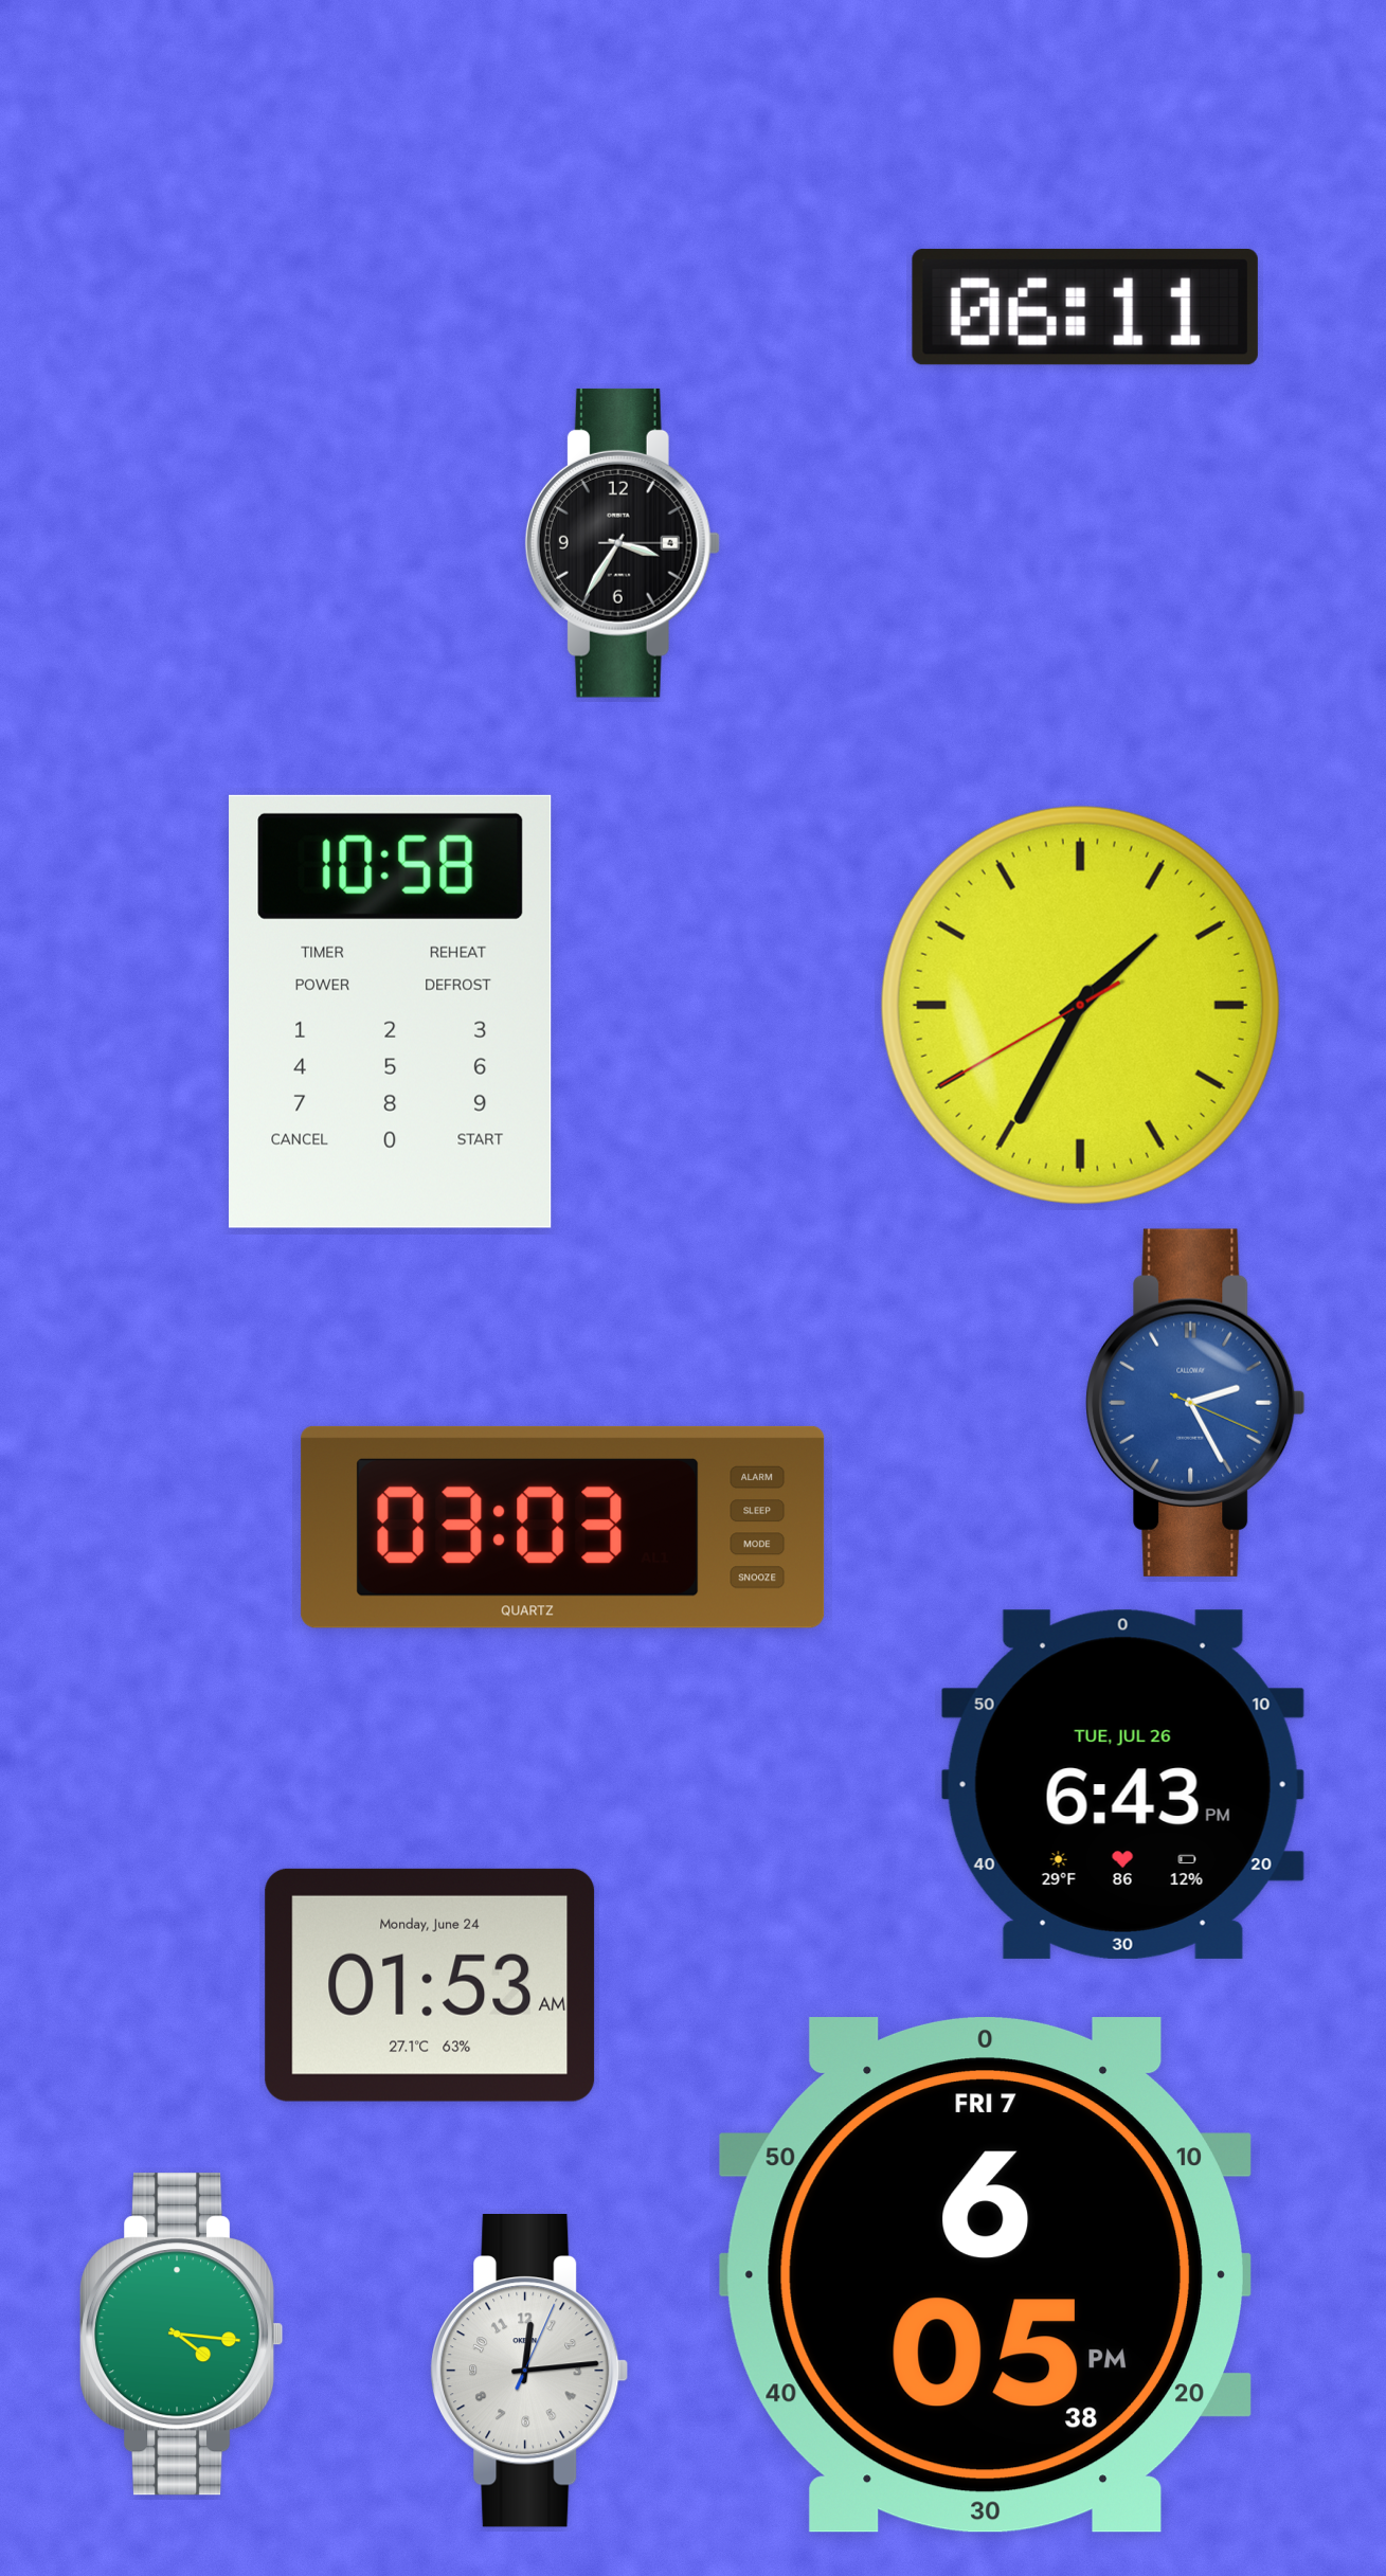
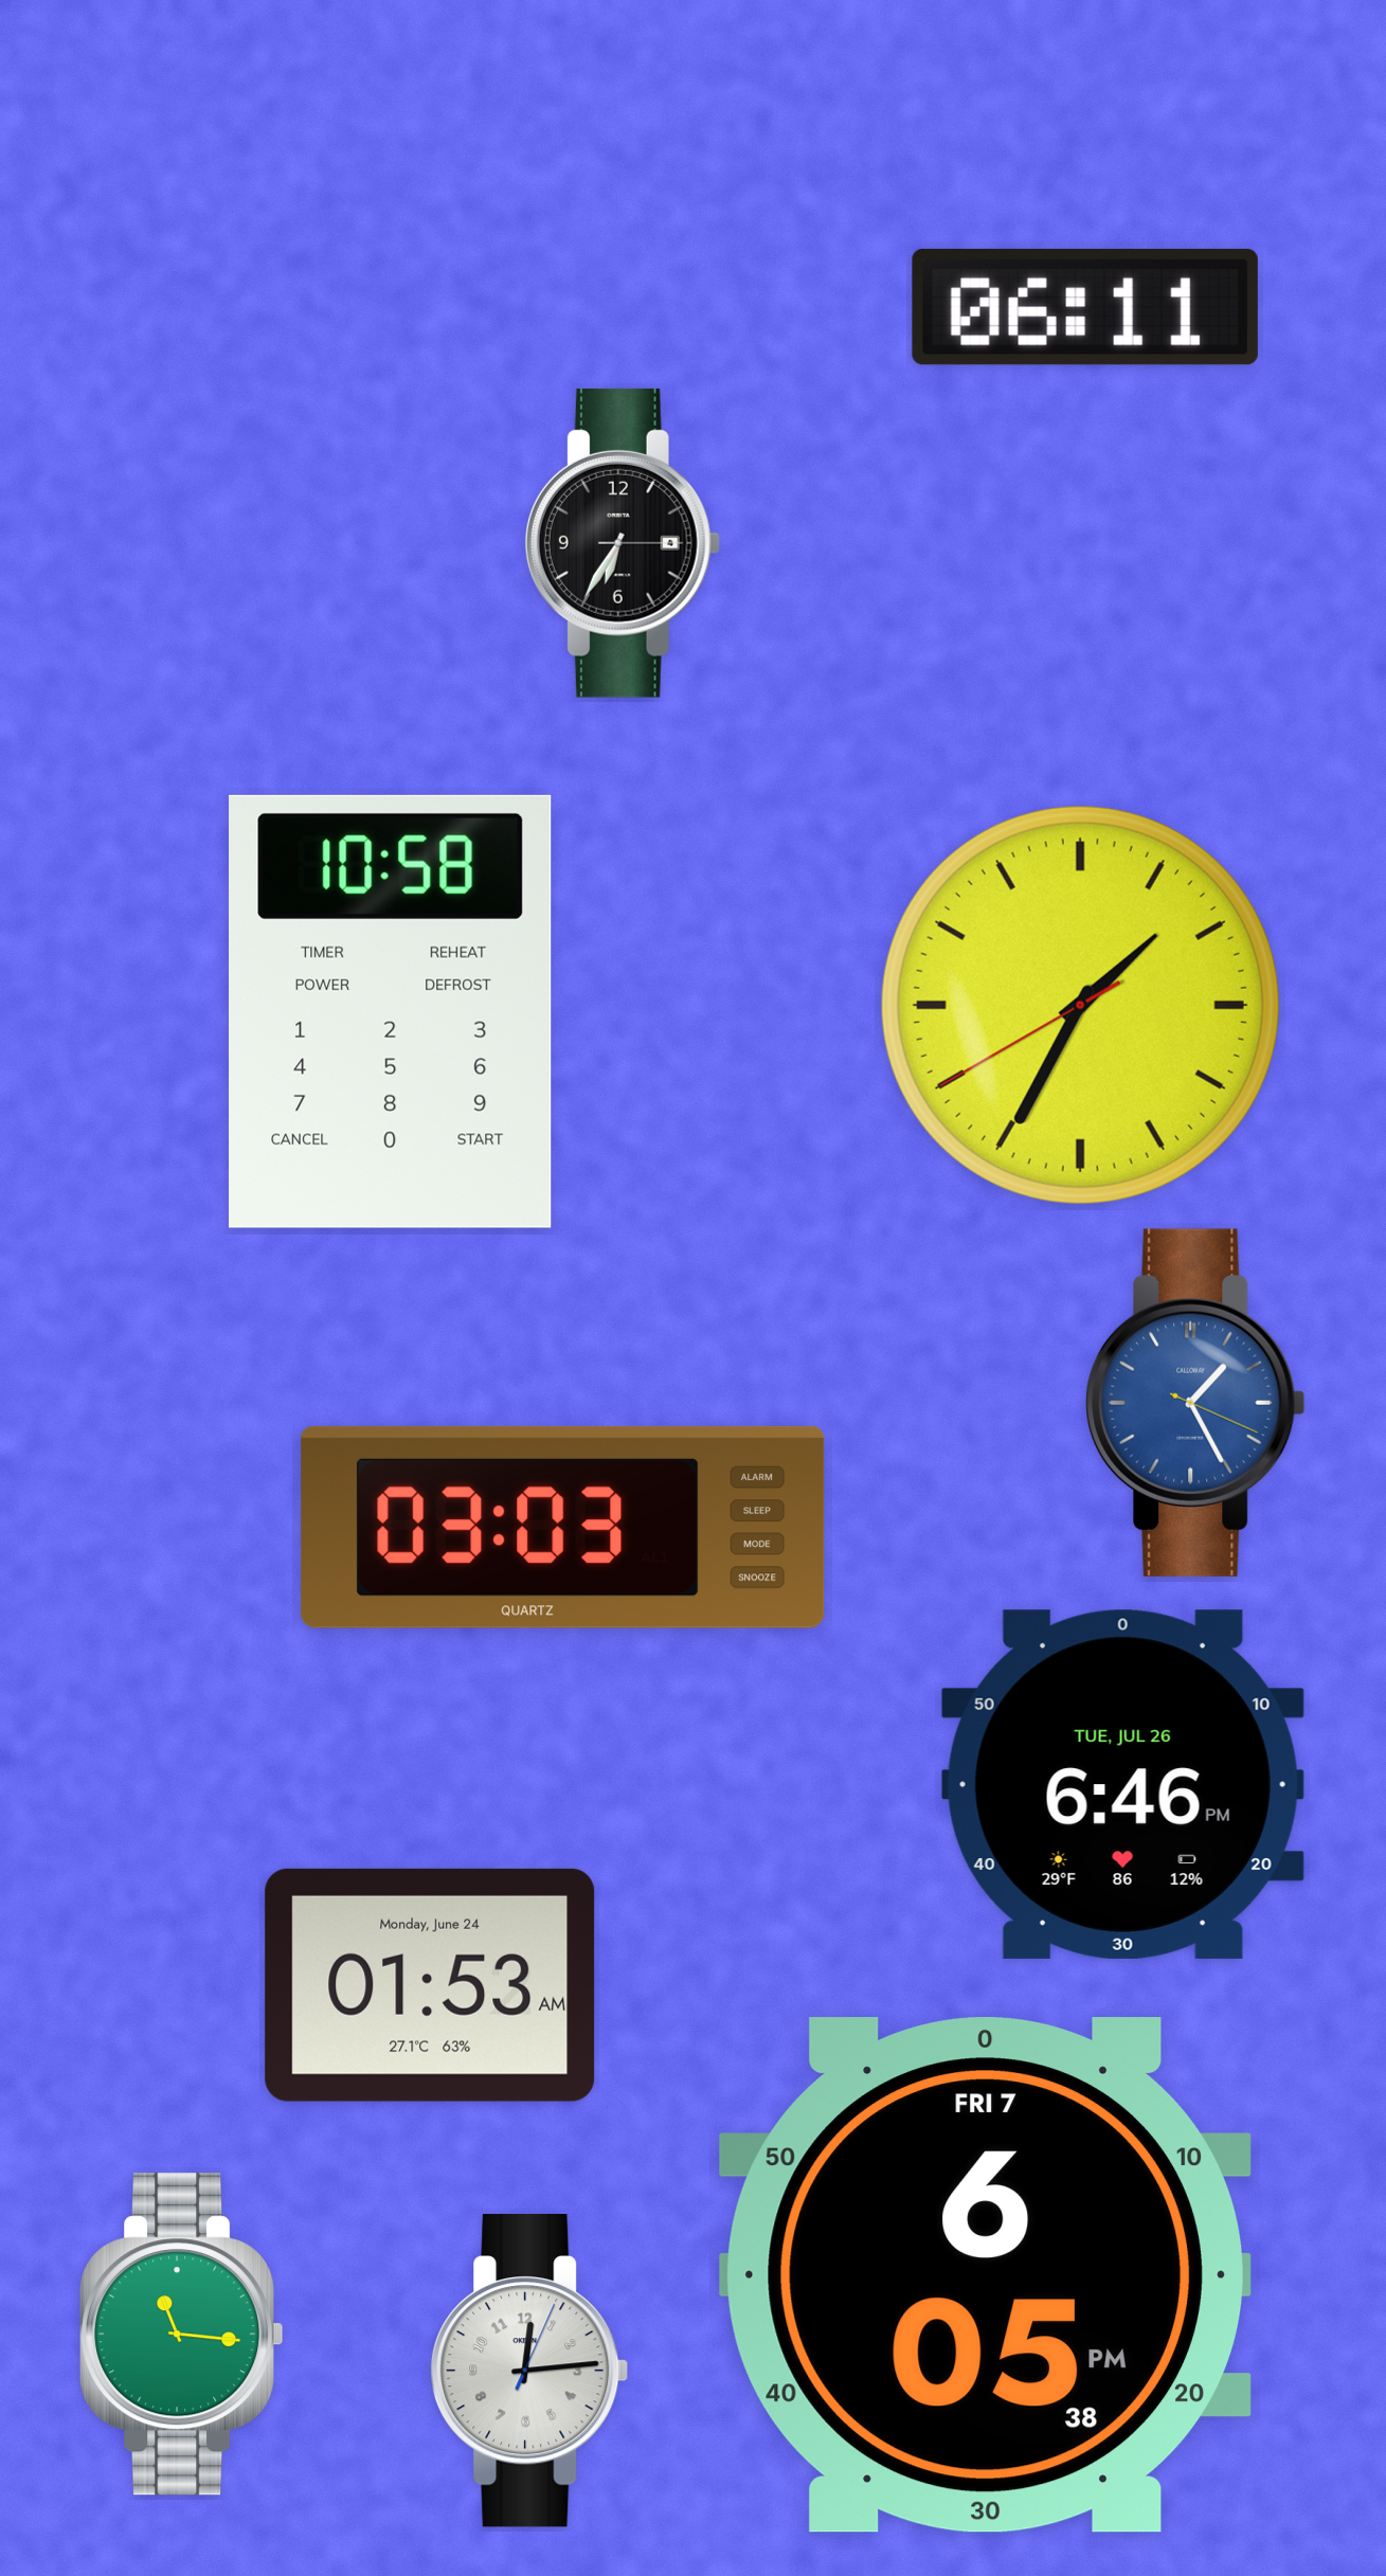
clock at (623, 543): 3:35 -> 6:35
clock at (1195, 1403): 2:25 -> 1:25
clock at (1122, 1784): 6:43 -> 6:46
clock at (182, 2335): 4:16 -> 11:16
